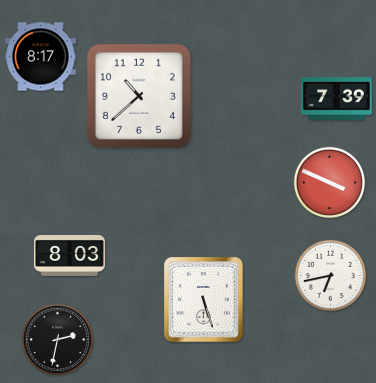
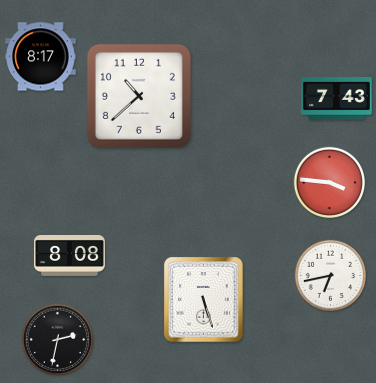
clock at (337, 99): 7:39 -> 7:43
clock at (330, 183): 3:49 -> 3:46
clock at (70, 256): 8:03 -> 8:08
